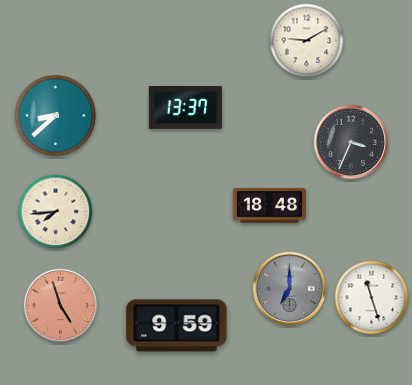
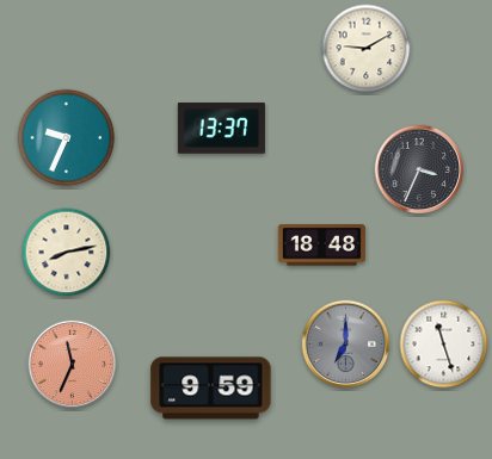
clock at (56, 116): 8:38 -> 9:34
clock at (56, 212): 7:44 -> 8:13
clock at (372, 298) position: (372, 298) -> (444, 345)
clock at (61, 306): 4:57 -> 11:34
